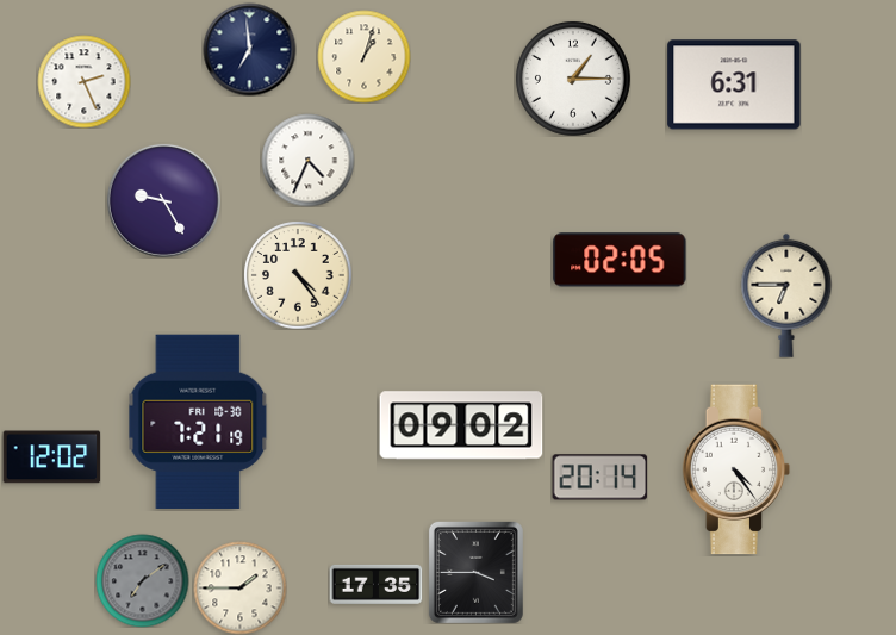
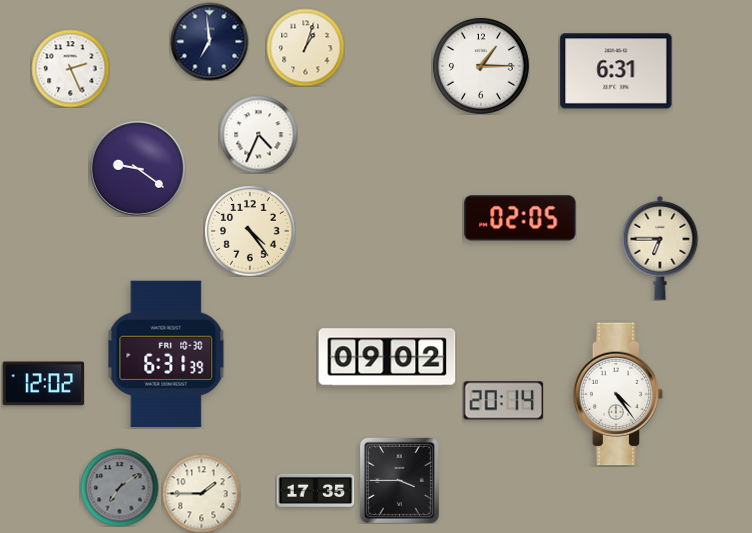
clock at (163, 200): 9:25 -> 9:21
clock at (198, 422): 7:21 -> 6:31
